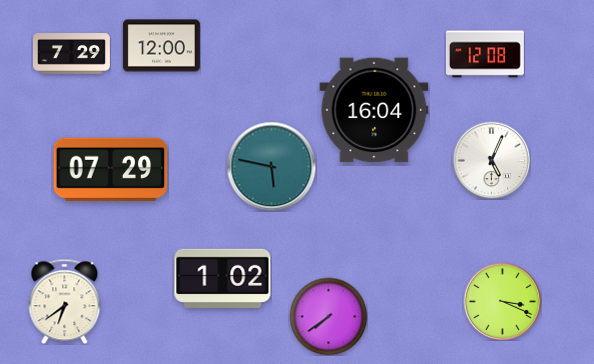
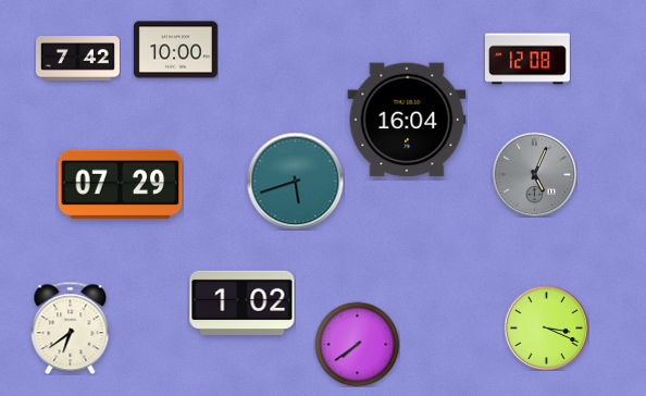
clock at (161, 46): 12:00 -> 10:00
clock at (71, 54): 7:29 -> 7:42
clock at (491, 160) dial: white -> grey
clock at (271, 166): 5:47 -> 5:42
